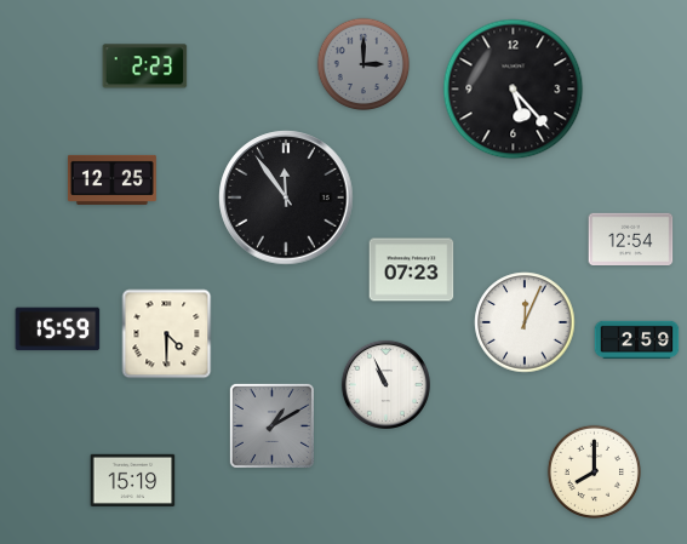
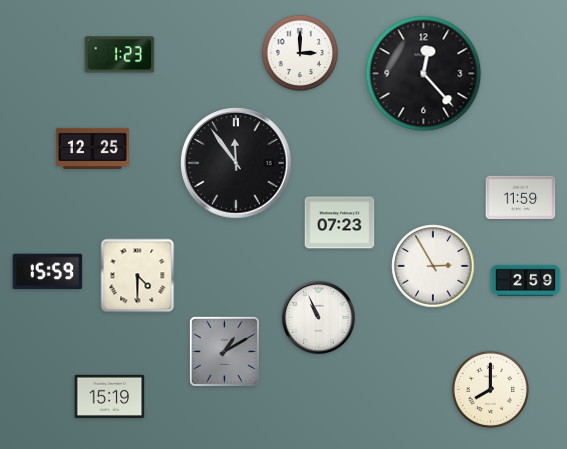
clock at (363, 64) dial: grey -> white
clock at (145, 67): 2:23 -> 1:23
clock at (514, 90): 5:23 -> 12:23
clock at (631, 239): 12:54 -> 11:59
clock at (525, 322): 12:04 -> 2:55
